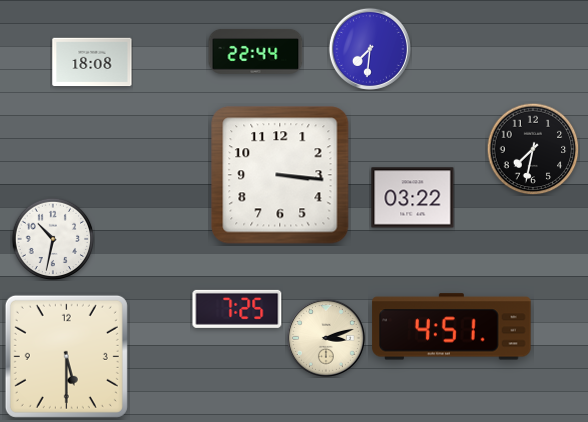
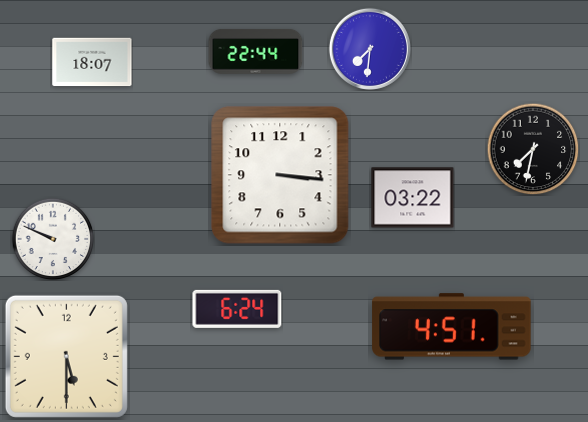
clock at (92, 62): 18:08 -> 18:07
clock at (53, 239): 10:32 -> 9:49
clock at (237, 309): 7:25 -> 6:24
clock at (326, 338): 3:12 -> none
